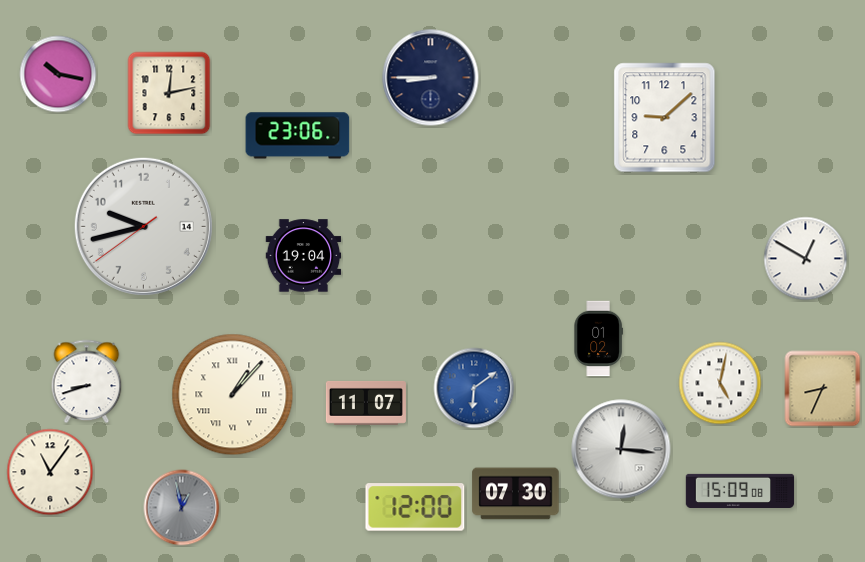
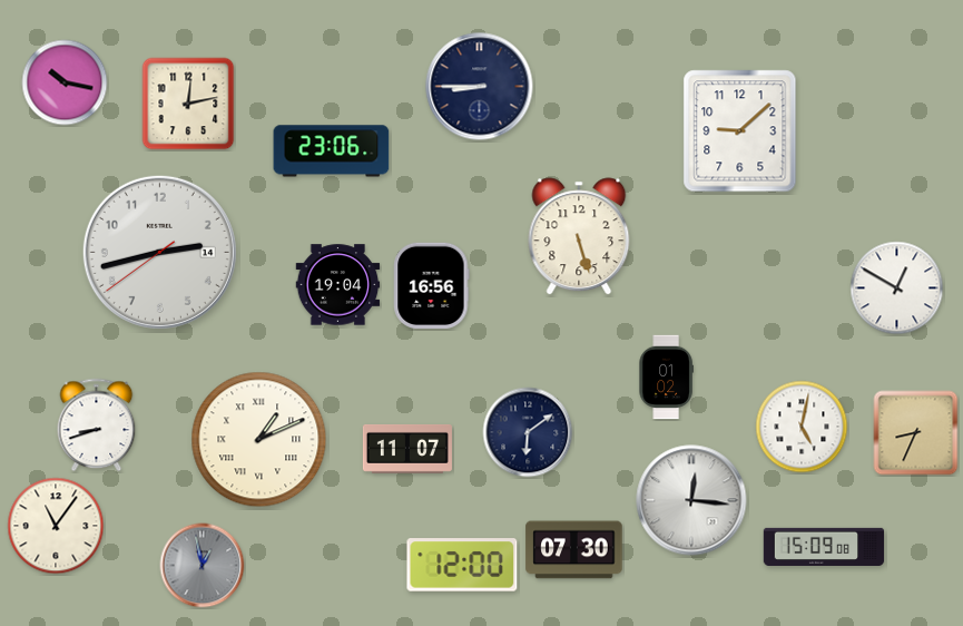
clock at (579, 236): none -> 5:27
clock at (143, 226): 9:42 -> 2:42
clock at (432, 285): none -> 16:56
clock at (474, 388) dial: blue -> navy
clock at (233, 395): 1:07 -> 1:11
